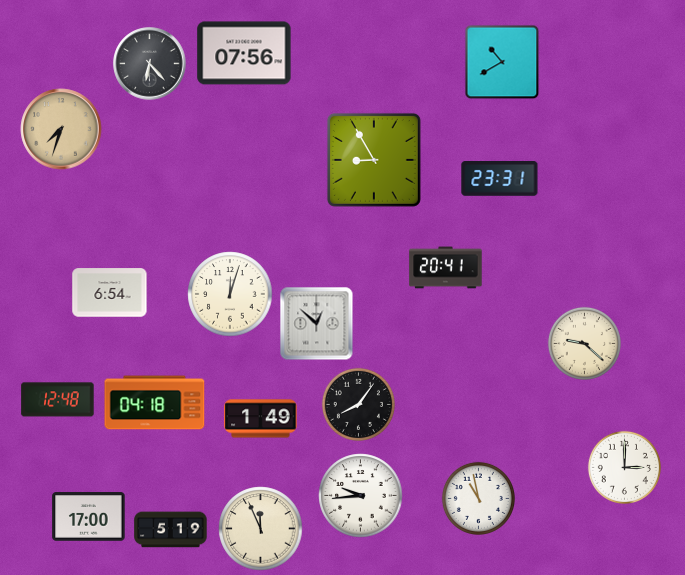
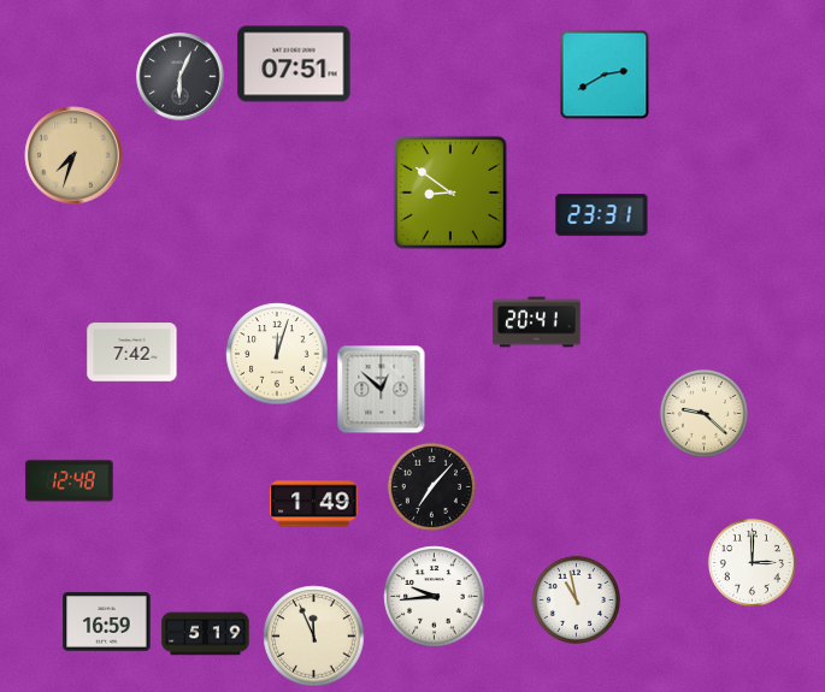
clock at (244, 53): 07:56 -> 07:51
clock at (502, 62): 10:40 -> 2:40
clock at (150, 64): 6:23 -> 6:04
clock at (374, 160): 8:55 -> 8:51
clock at (110, 293): 6:54 -> 7:42
clock at (155, 403): 04:18 -> none
clock at (358, 404): 8:06 -> 7:07
clock at (89, 517): 17:00 -> 16:59
clock at (171, 530) position: (171, 530) -> (206, 634)
